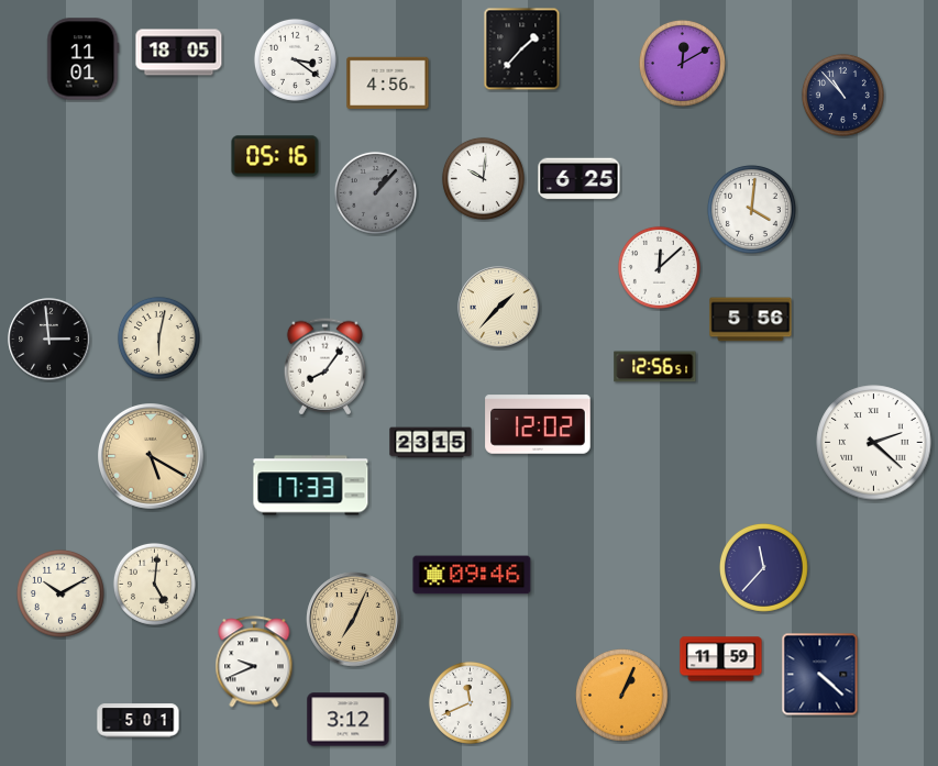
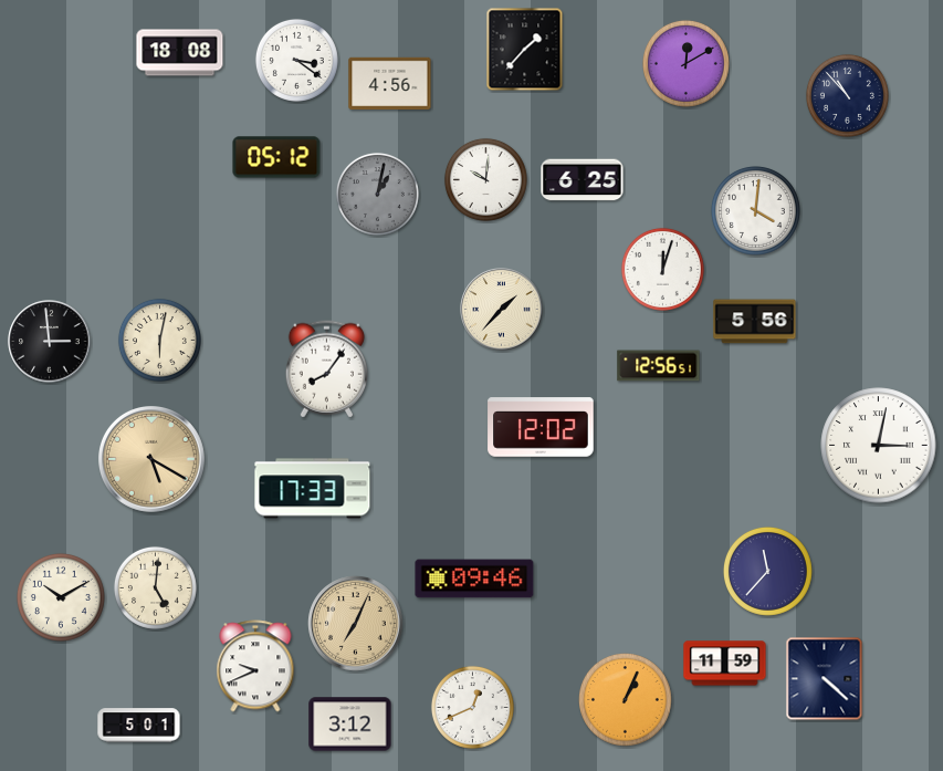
clock at (179, 53): 18:05 -> 18:08
clock at (84, 59): 11:01 -> none
clock at (275, 156): 05:16 -> 05:12
clock at (375, 192): 1:07 -> 1:02
clock at (659, 267): 12:08 -> 12:03
clock at (655, 367) position: (655, 367) -> (659, 366)
clock at (431, 443): 23:15 -> none
clock at (874, 443): 2:22 -> 3:02
clock at (470, 702): 11:41 -> 12:41
